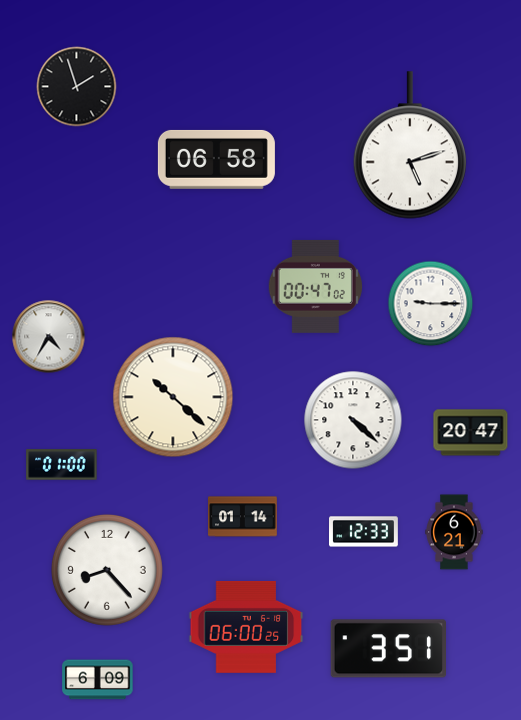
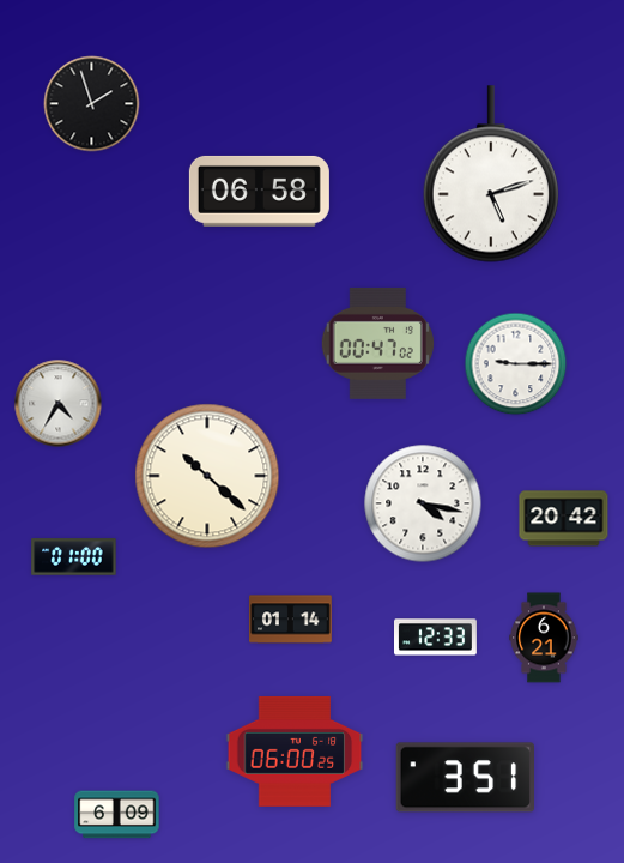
clock at (353, 420): 4:22 -> 4:17
clock at (471, 433): 20:47 -> 20:42
clock at (107, 570): 8:23 -> none
